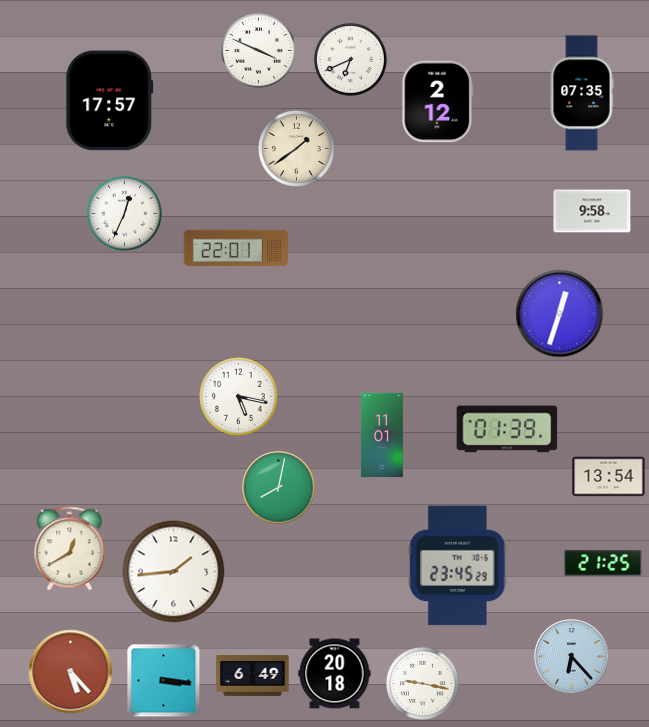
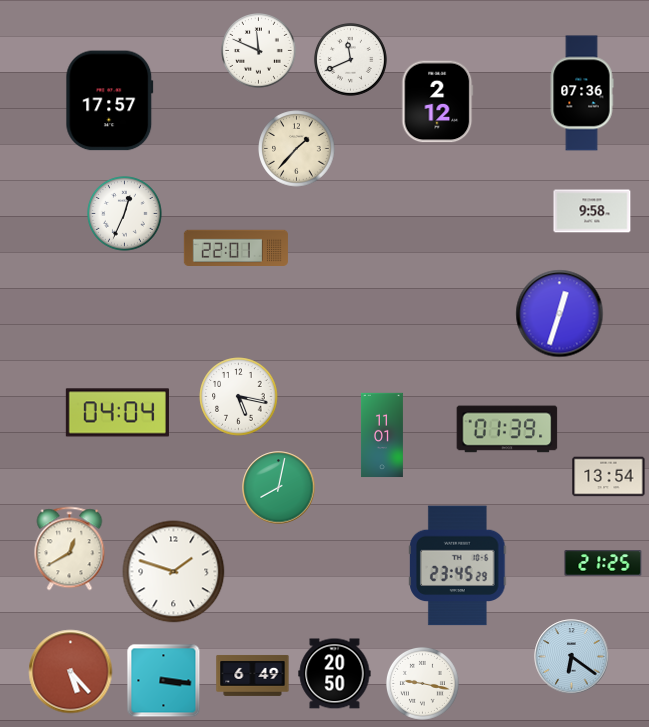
clock at (259, 51): 3:49 -> 11:49
clock at (350, 59): 6:41 -> 11:41
clock at (582, 93): 07:35 -> 07:36
clock at (297, 149): 1:39 -> 1:37
clock at (117, 413): none -> 04:04
clock at (174, 572): 1:44 -> 1:48
clock at (572, 657): 6:23 -> 6:21
clock at (335, 674): 20:18 -> 20:50
